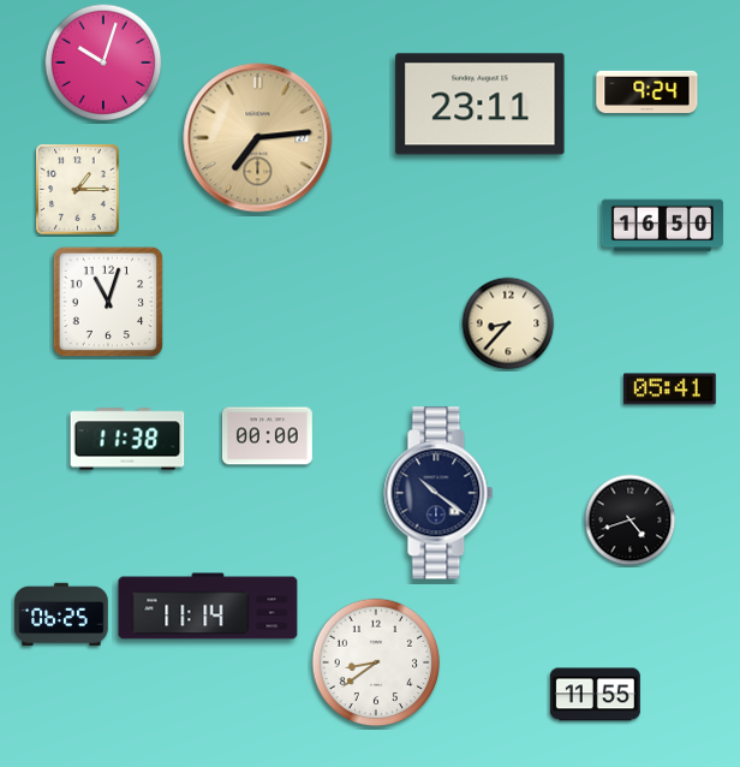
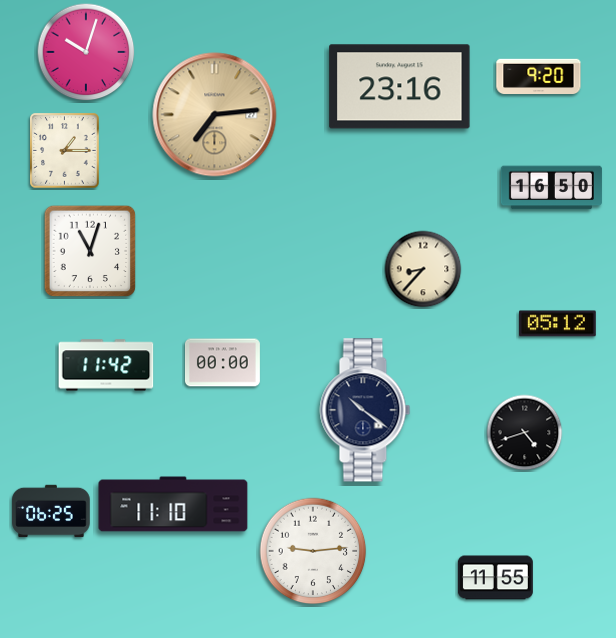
clock at (647, 93): 9:24 -> 9:20
clock at (481, 105): 23:11 -> 23:16
clock at (78, 190) position: (78, 190) -> (65, 151)
clock at (670, 390): 05:41 -> 05:12
clock at (127, 439): 11:38 -> 11:42
clock at (208, 606): 11:14 -> 11:10
clock at (376, 662): 8:39 -> 9:14
